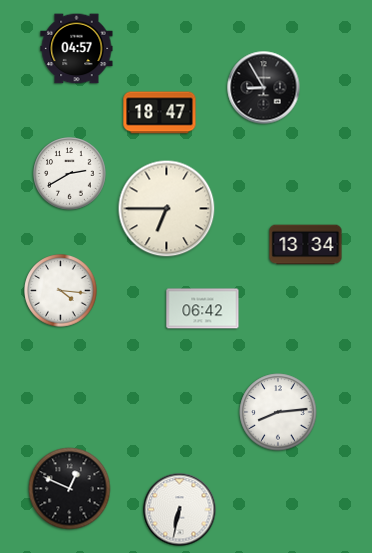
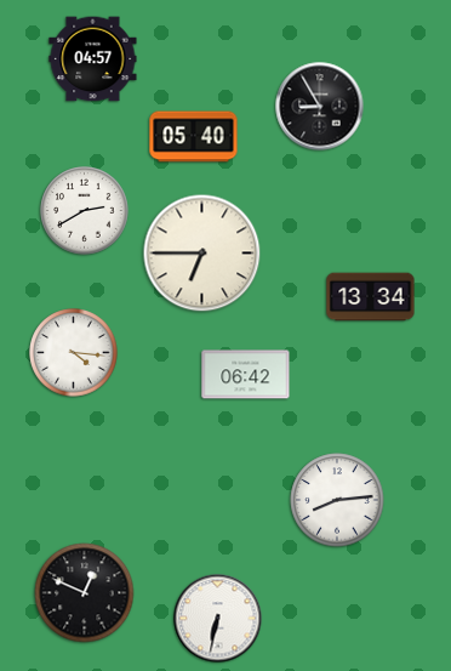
clock at (160, 113): 18:47 -> 05:40
